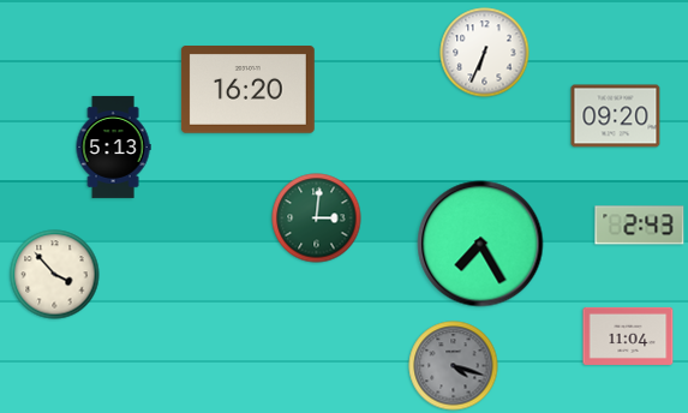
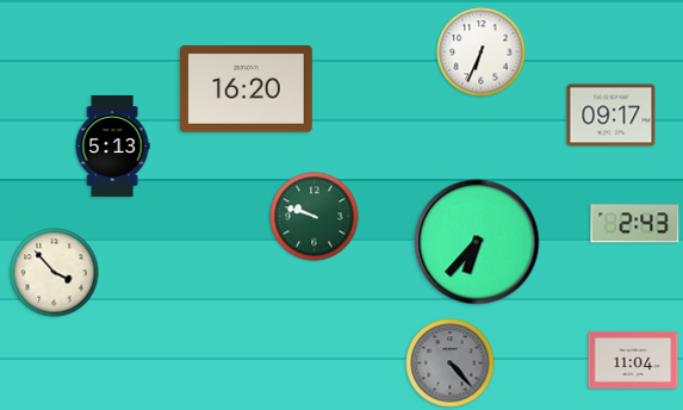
clock at (616, 116): 09:20 -> 09:17
clock at (317, 219): 3:01 -> 9:48
clock at (480, 244): 7:25 -> 6:37
clock at (628, 336) position: (628, 336) -> (633, 360)
clock at (454, 366): 4:18 -> 4:23
